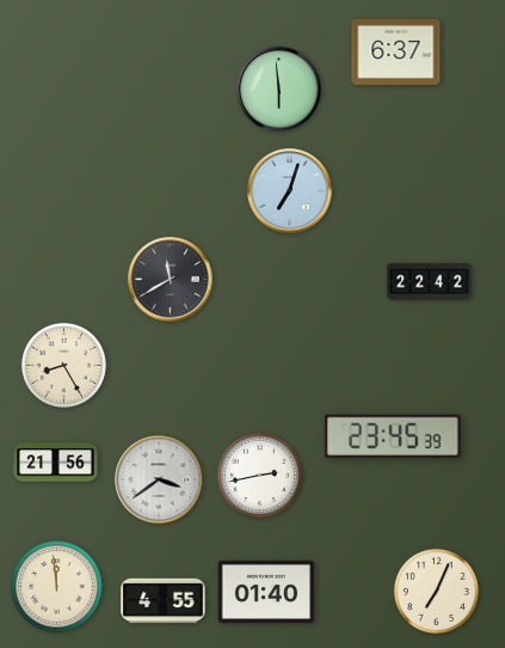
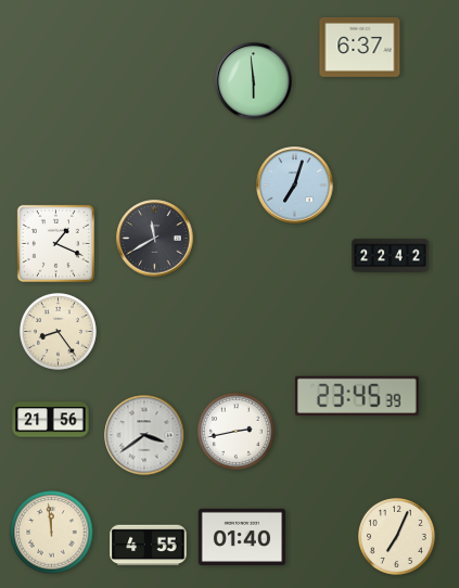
clock at (290, 191) position: (290, 191) -> (295, 186)
clock at (55, 243): none -> 1:19
clock at (171, 280) position: (171, 280) -> (155, 239)
clock at (63, 365): 8:25 -> 8:24
